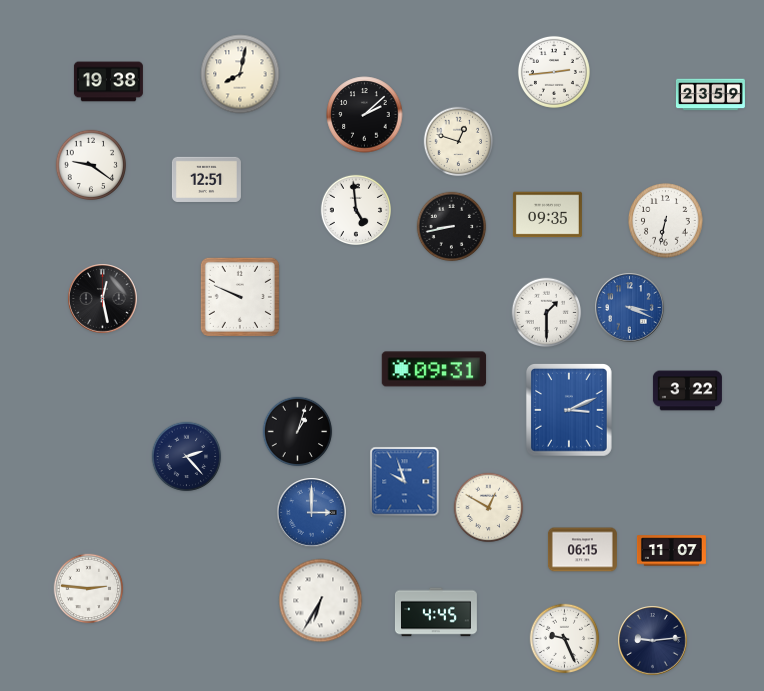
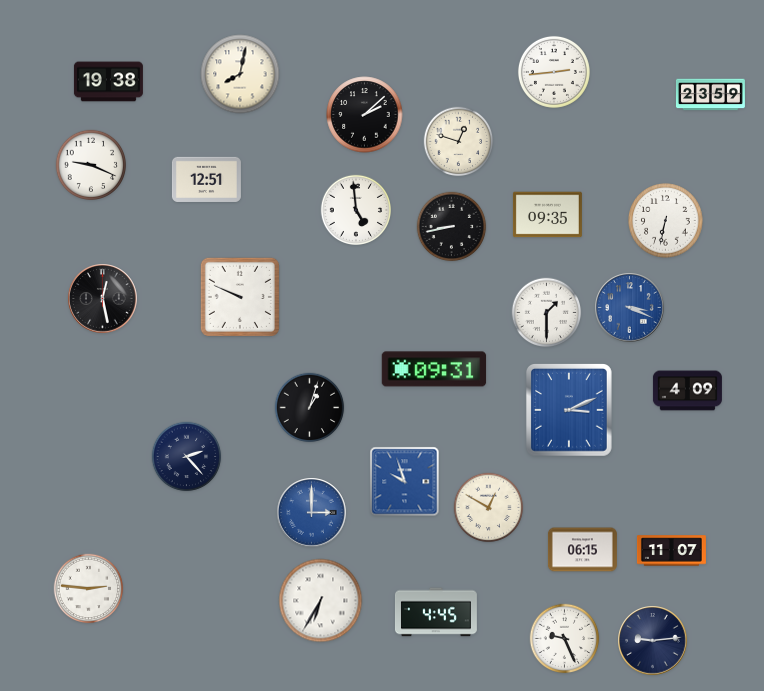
clock at (90, 164): 9:21 -> 9:19
clock at (687, 391): 3:22 -> 4:09
clock at (298, 432) position: (298, 432) -> (310, 408)
